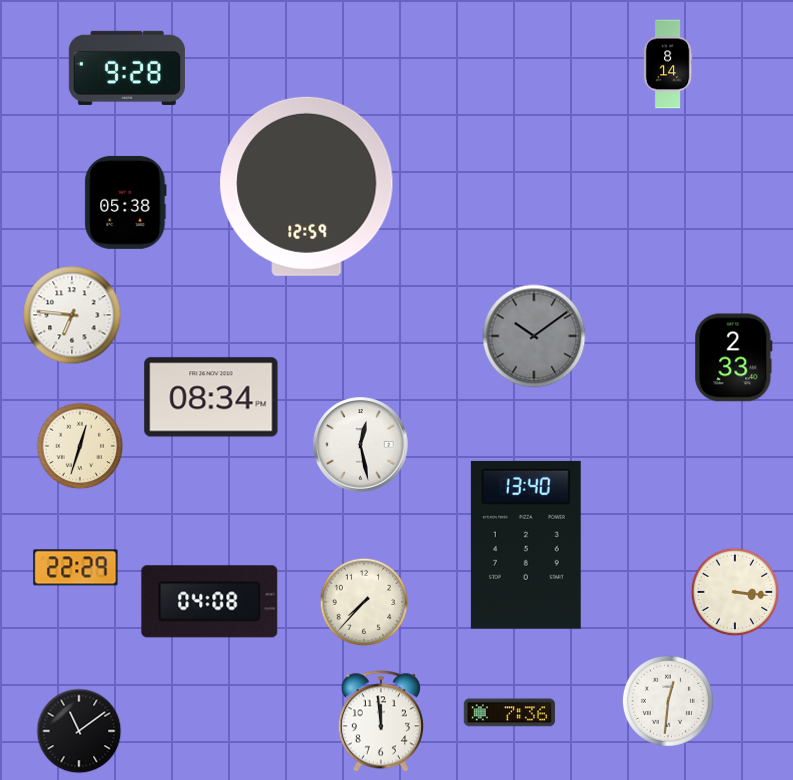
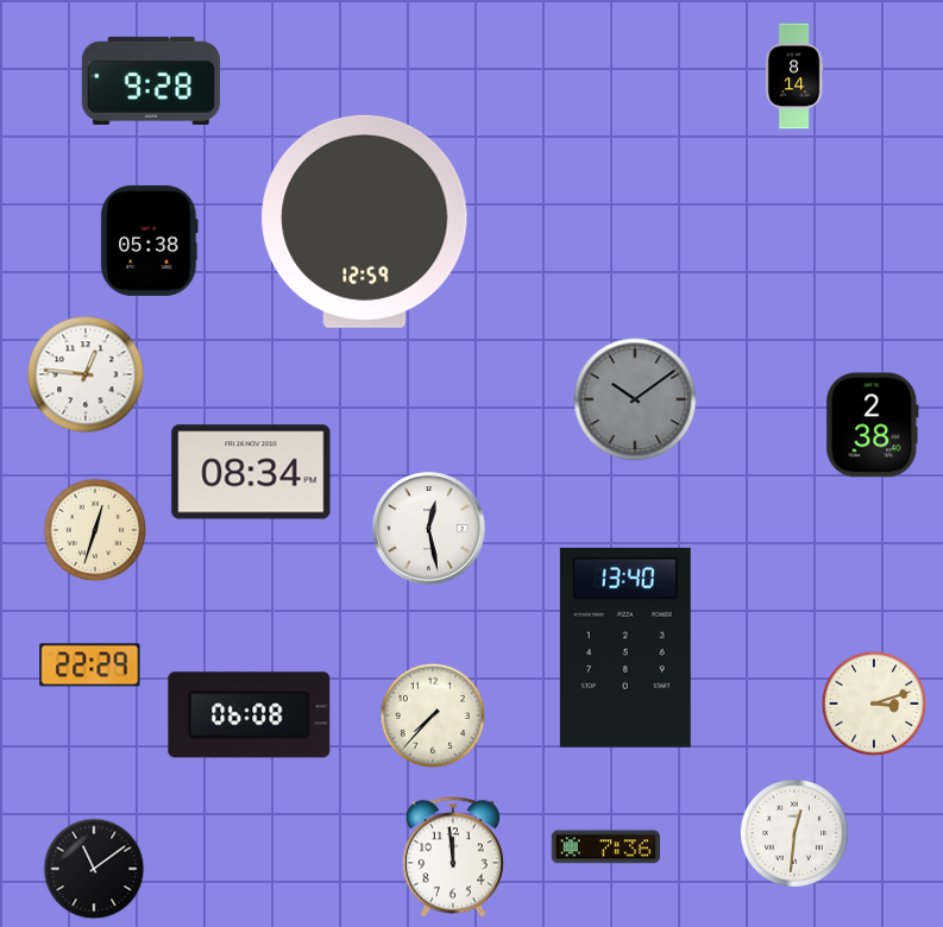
clock at (72, 315): 6:46 -> 12:46
clock at (734, 358): 2:33 -> 2:38
clock at (76, 568) position: (76, 568) -> (90, 666)
clock at (735, 592): 3:16 -> 3:12
clock at (210, 602): 04:08 -> 06:08
